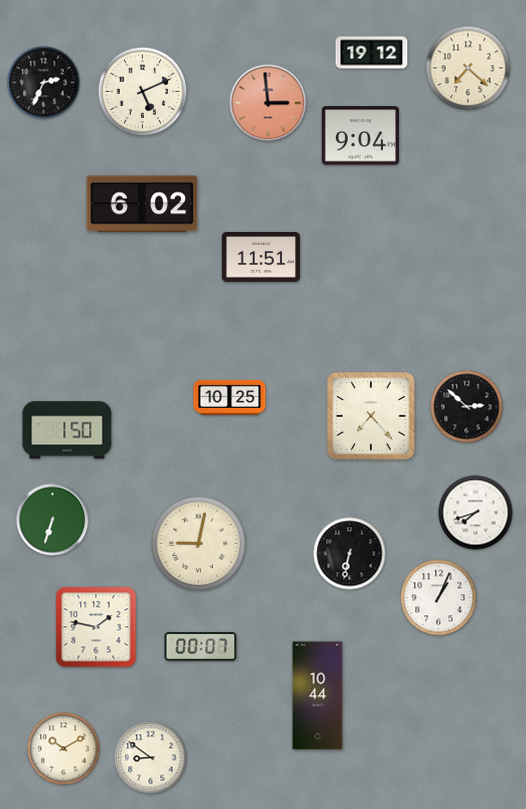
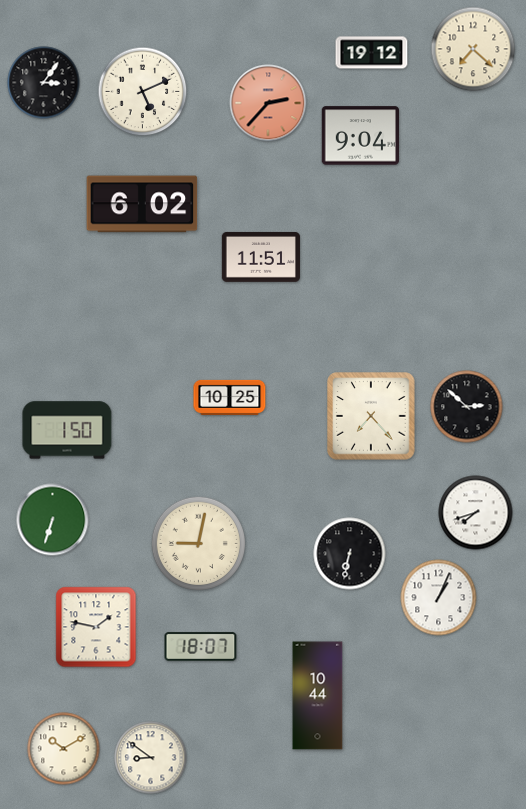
clock at (468, 68) position: (468, 68) -> (473, 49)
clock at (44, 83): 2:34 -> 3:06
clock at (268, 103): 2:59 -> 2:37
clock at (201, 647): 00:07 -> 18:07
